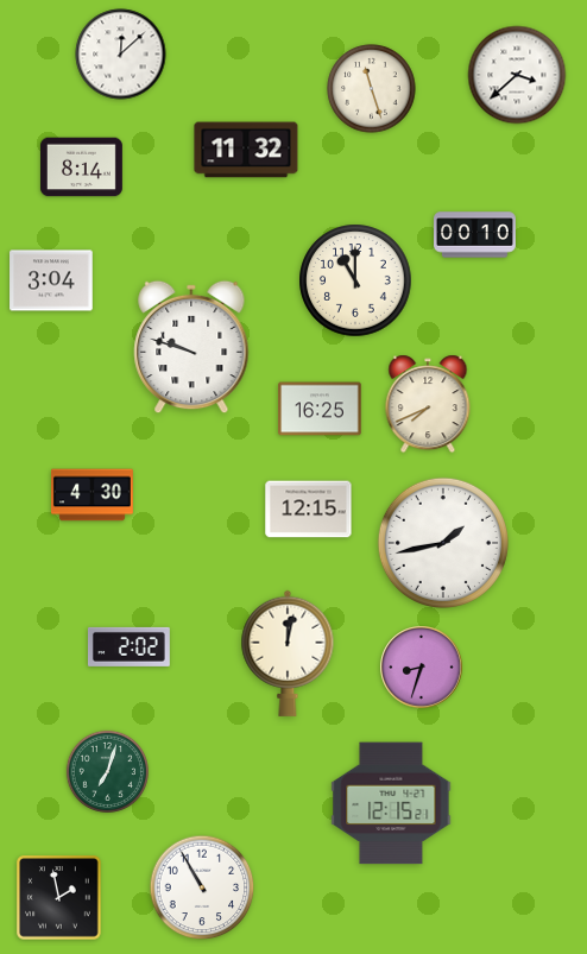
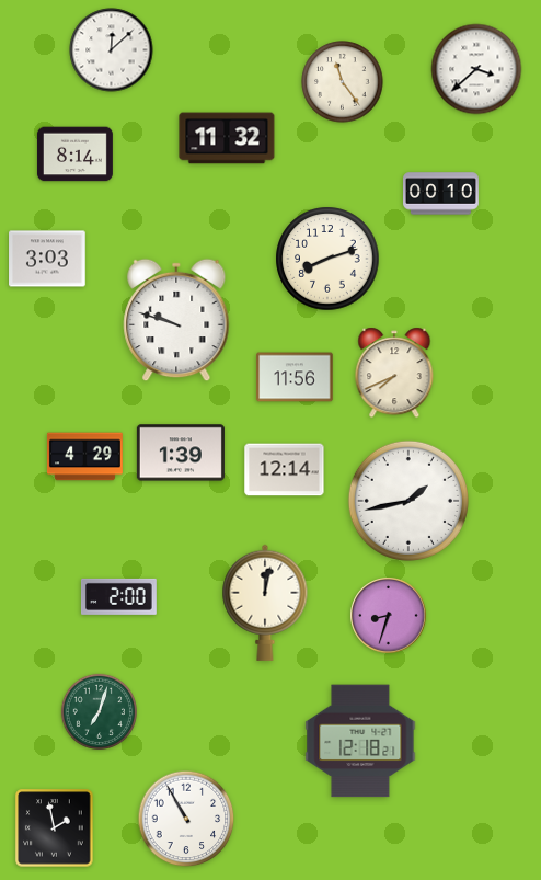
clock at (372, 89): 11:27 -> 11:24
clock at (475, 235) position: (475, 235) -> (441, 194)
clock at (51, 280): 3:04 -> 3:03
clock at (355, 280): 11:00 -> 8:12
clock at (320, 409): 16:25 -> 11:56
clock at (181, 453): none -> 1:39
clock at (93, 495): 4:30 -> 4:29
clock at (309, 510): 12:15 -> 12:14
clock at (128, 646): 2:02 -> 2:00
clock at (391, 803): 12:15 -> 12:18
